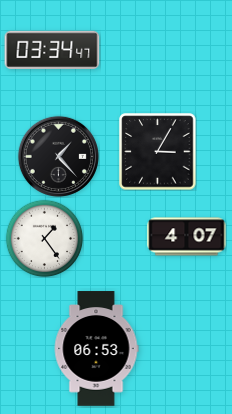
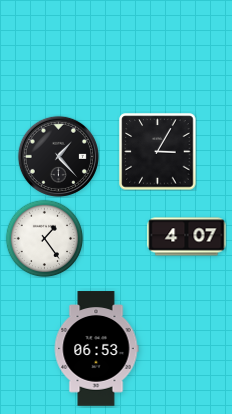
clock at (52, 49): 03:34 -> none
